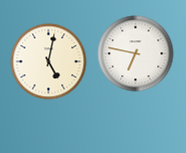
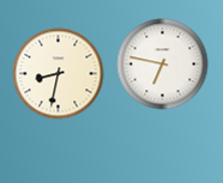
clock at (49, 62): 5:02 -> 8:32
